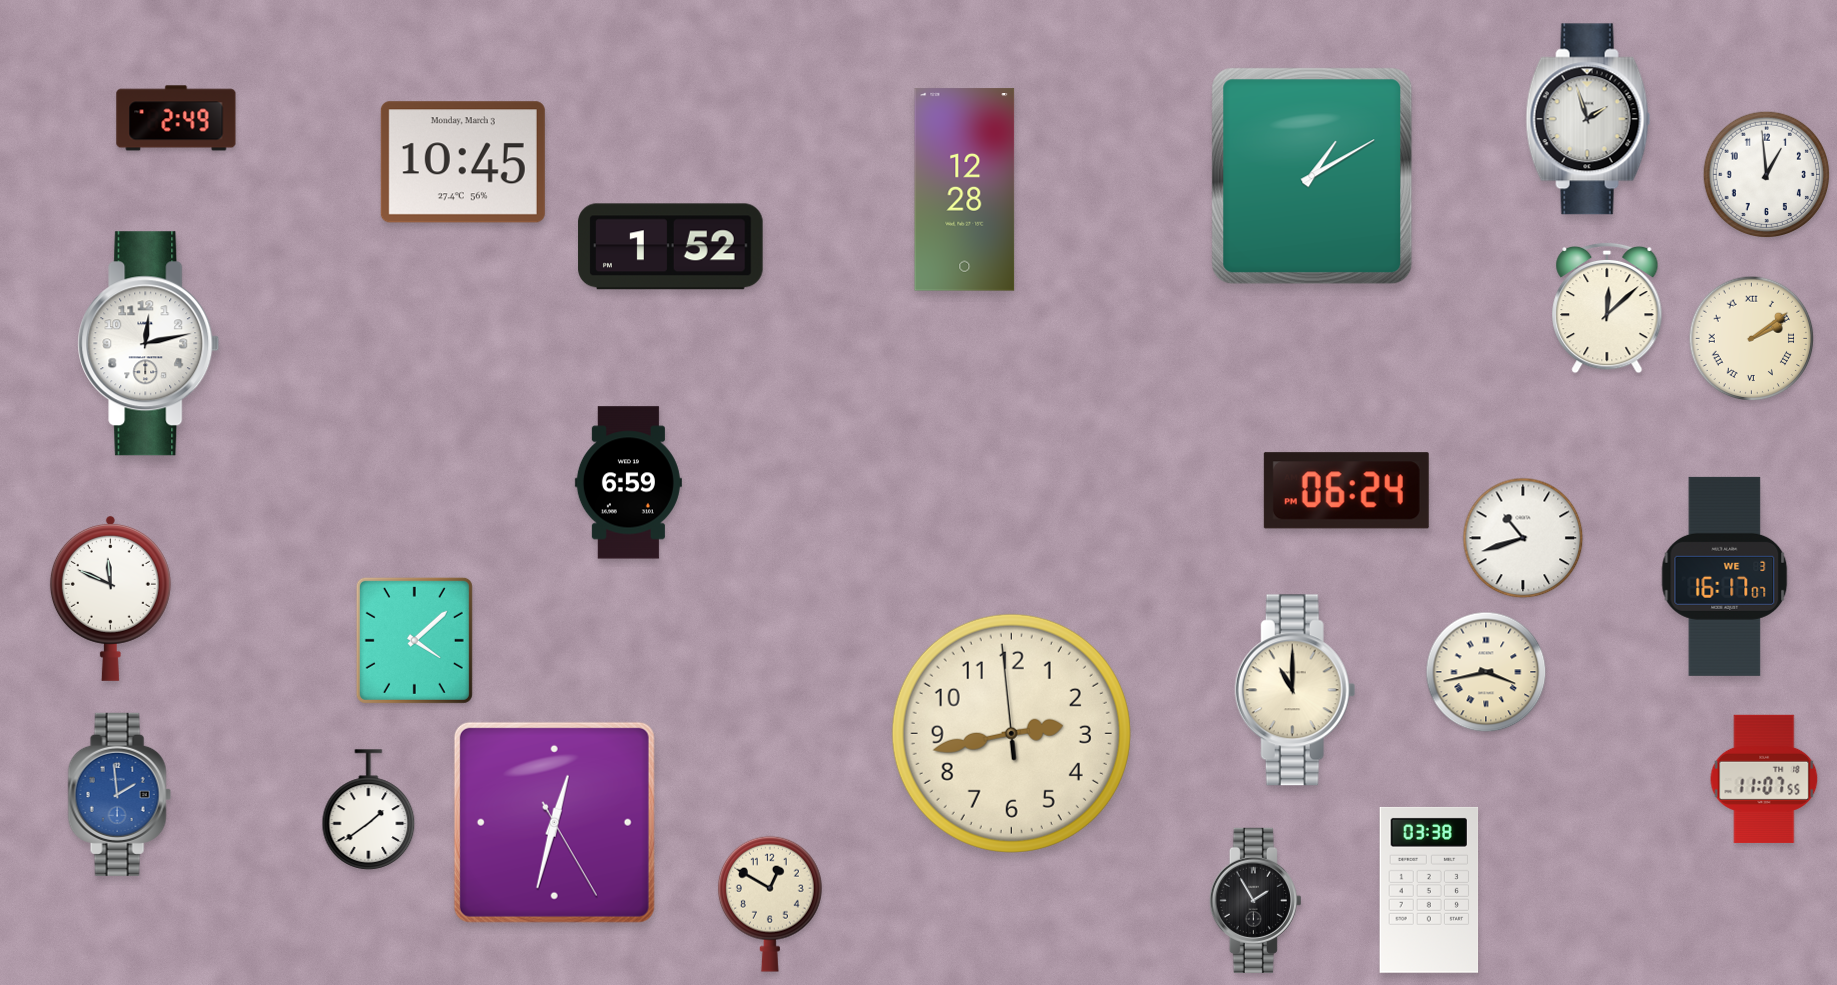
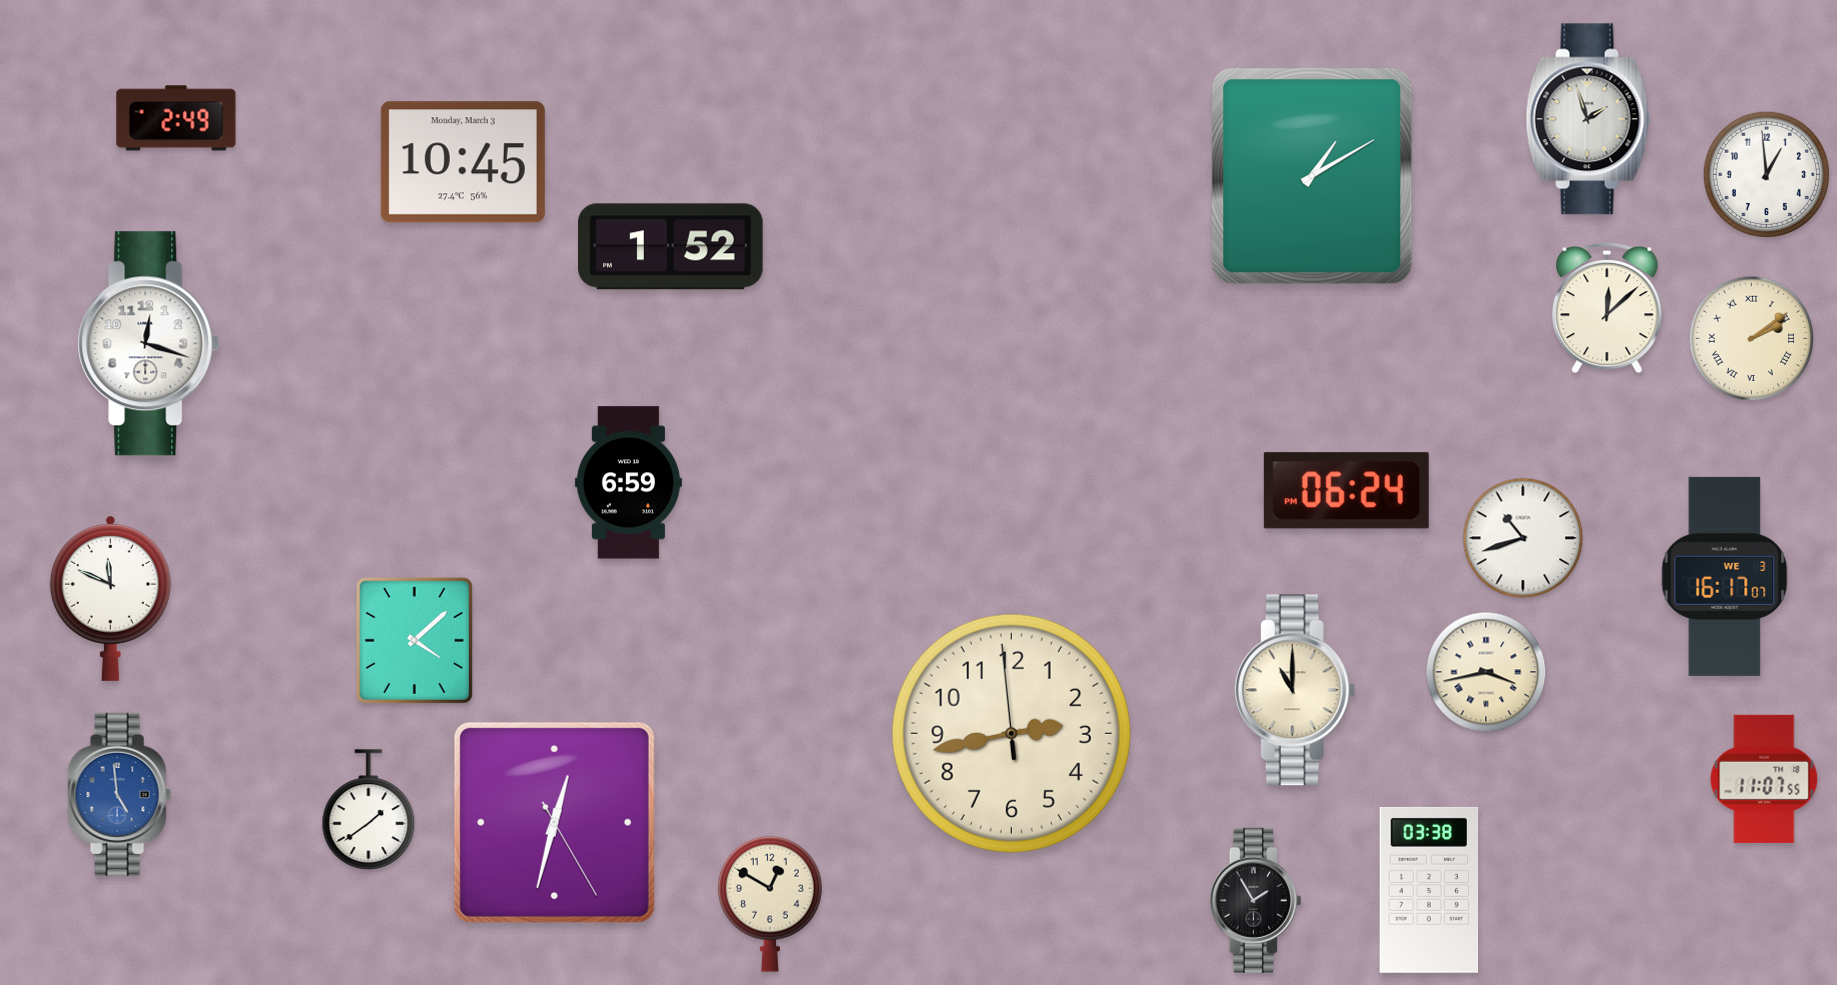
clock at (965, 190): 12:28 -> none
clock at (149, 344): 12:13 -> 12:18
clock at (119, 794): 1:59 -> 4:59
